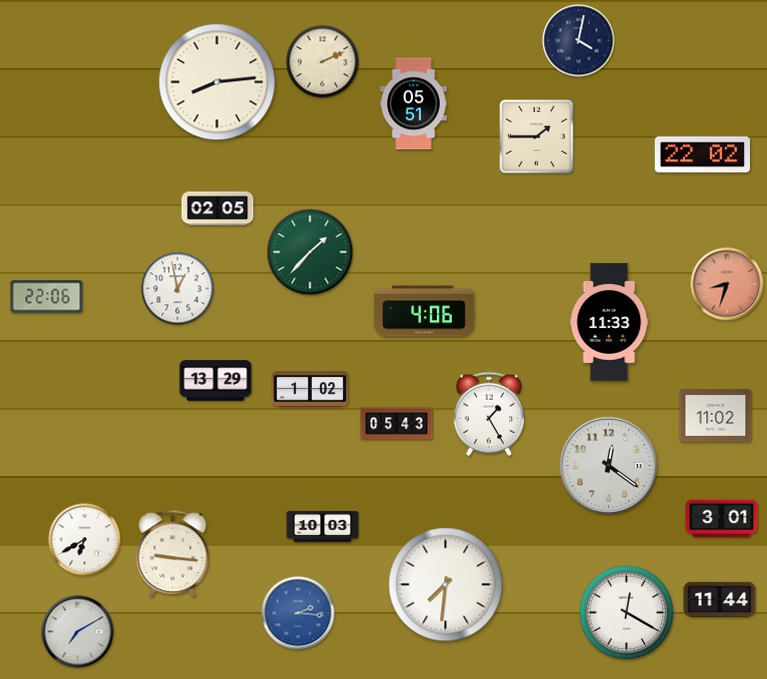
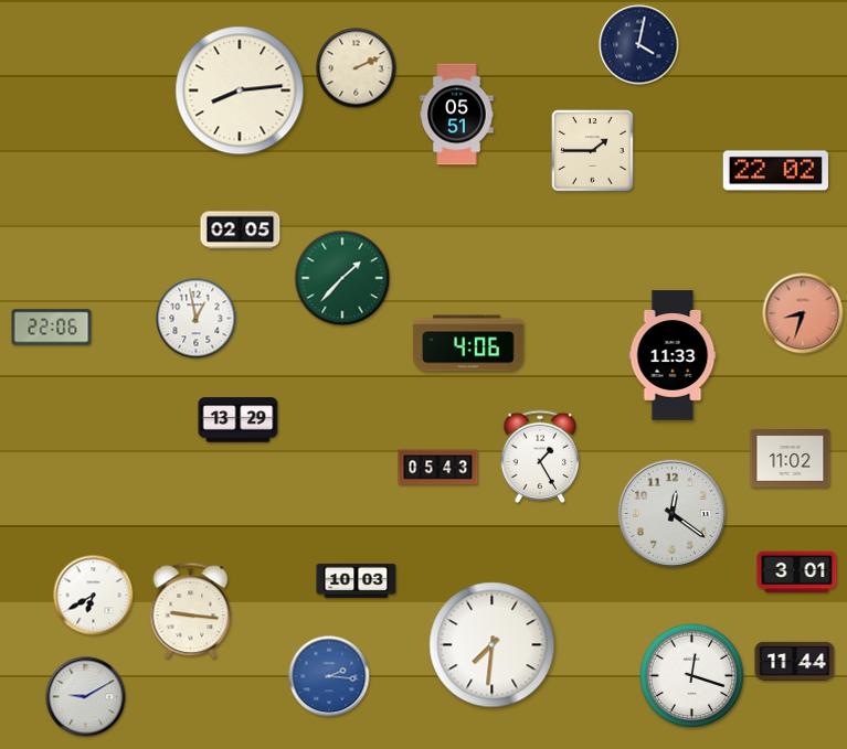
clock at (310, 389): 1:02 -> none
clock at (627, 612): 12:20 -> 12:18
clock at (78, 632): 7:10 -> 9:10
